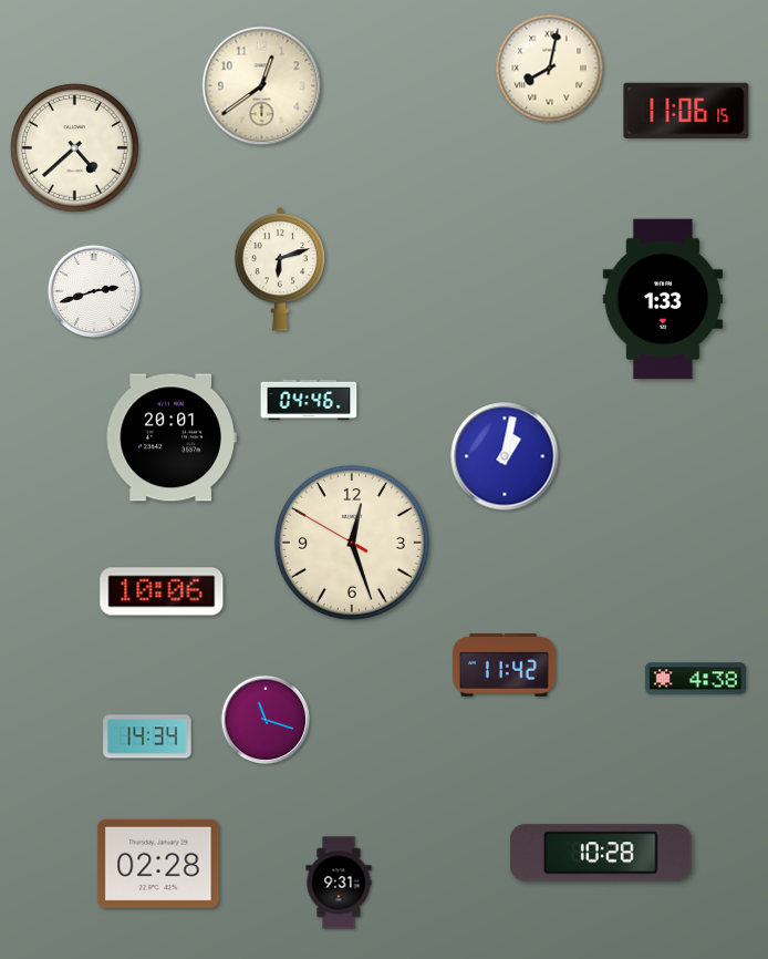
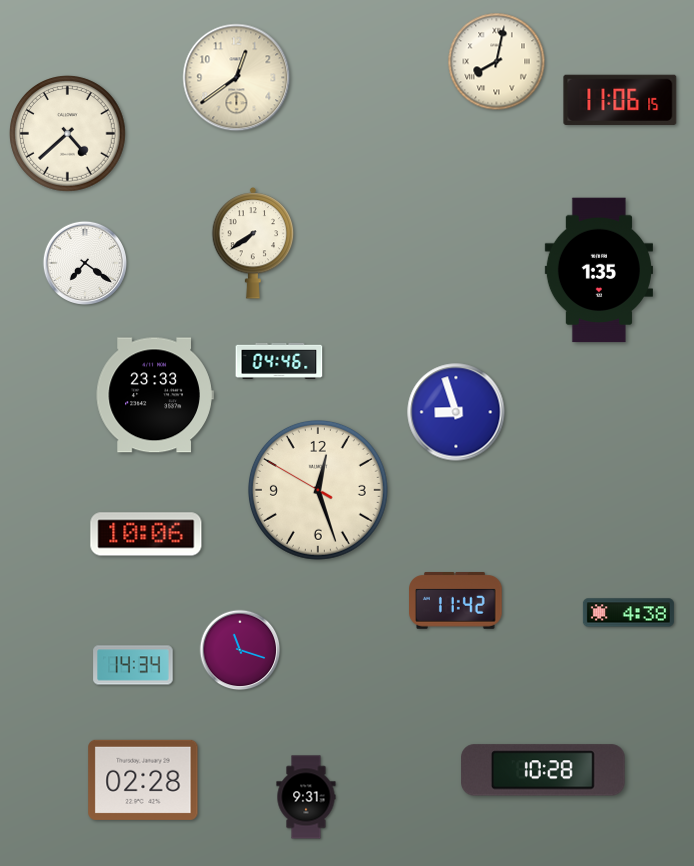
clock at (280, 270): 6:12 -> 7:39
clock at (93, 290): 2:42 -> 7:21
clock at (663, 299): 1:33 -> 1:35
clock at (172, 437): 20:01 -> 23:33
clock at (505, 456): 1:02 -> 8:57
